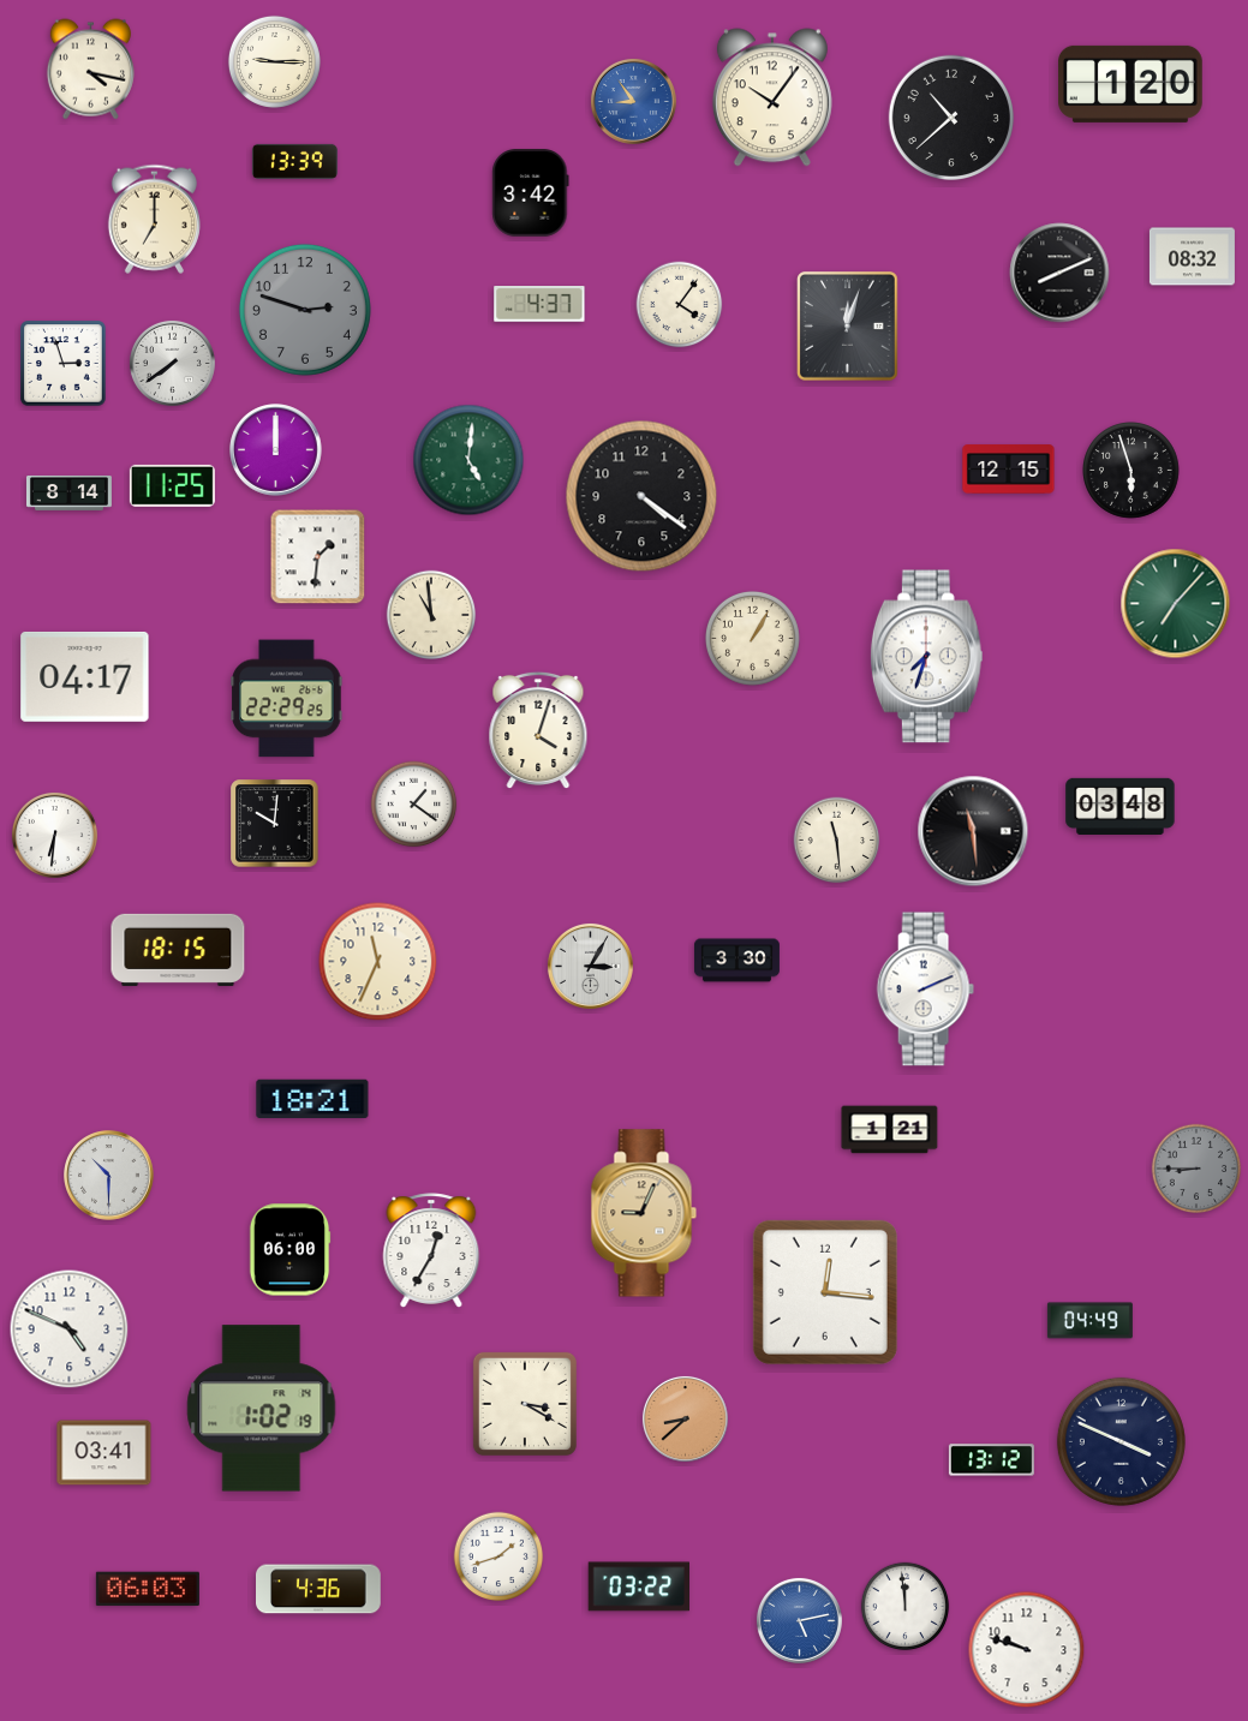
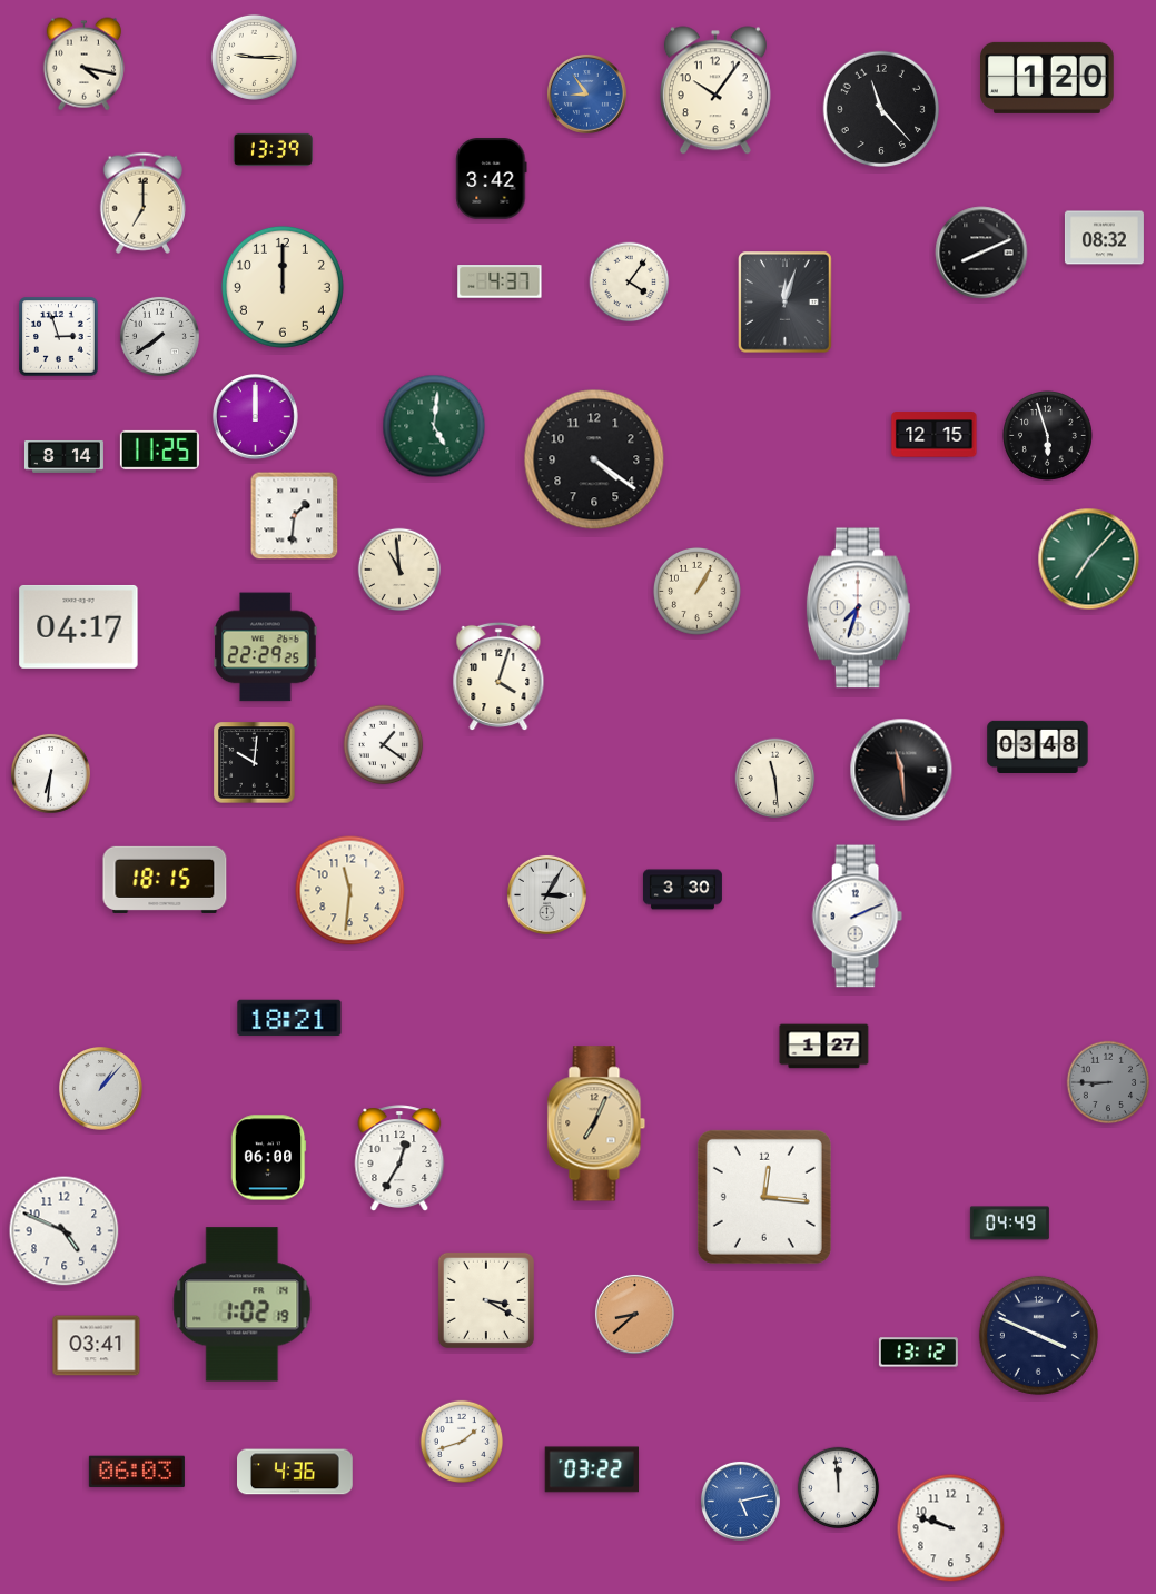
clock at (950, 116): 10:38 -> 11:23
clock at (305, 310): 2:48 -> 12:00
clock at (305, 310) dial: grey -> cream
clock at (378, 962): 11:34 -> 11:31
clock at (890, 1130): 1:21 -> 1:27
clock at (109, 1176): 10:30 -> 1:07
clock at (644, 1213): 9:04 -> 7:04
